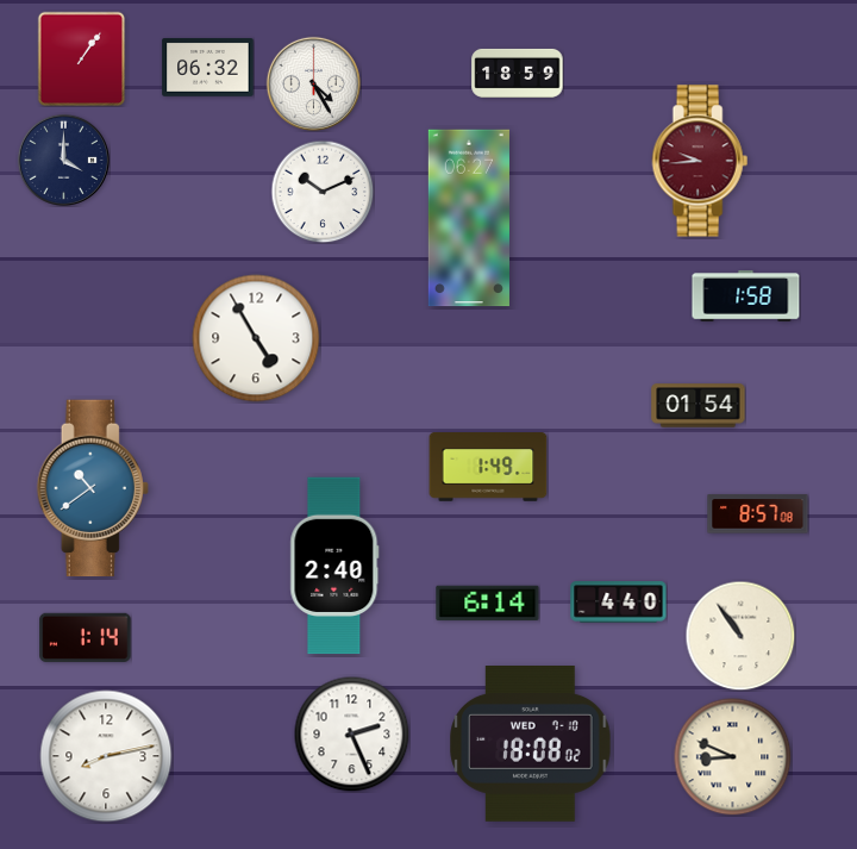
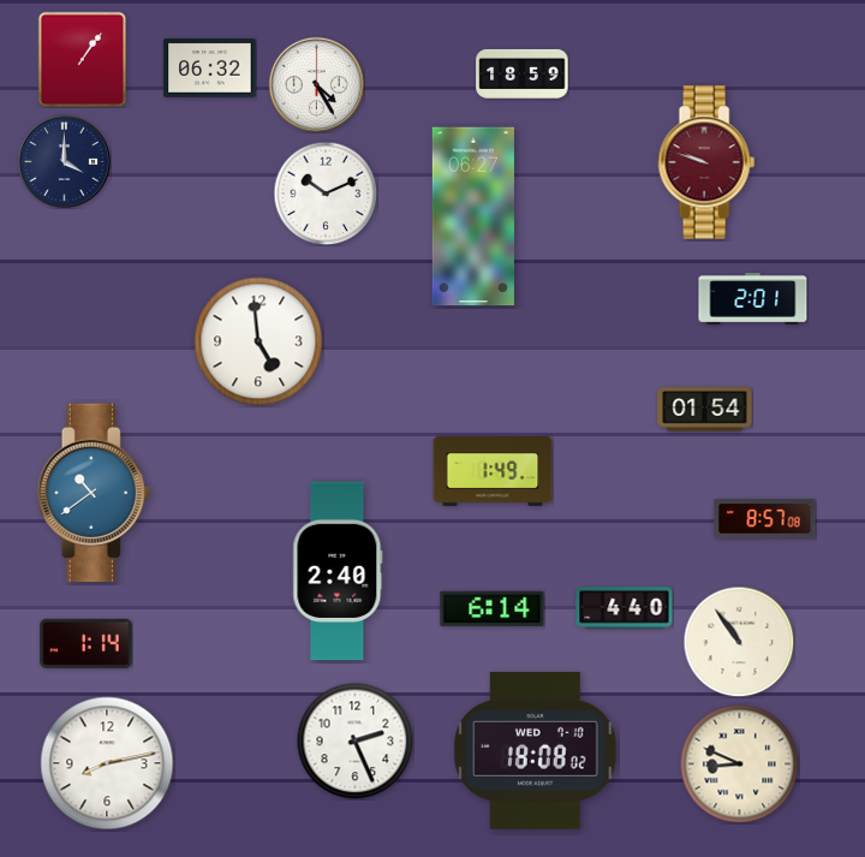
clock at (700, 161): 9:44 -> 9:48
clock at (469, 218) position: (469, 218) -> (473, 216)
clock at (746, 296): 1:58 -> 2:01
clock at (256, 338): 4:55 -> 4:59
clock at (740, 636) position: (740, 636) -> (739, 642)
